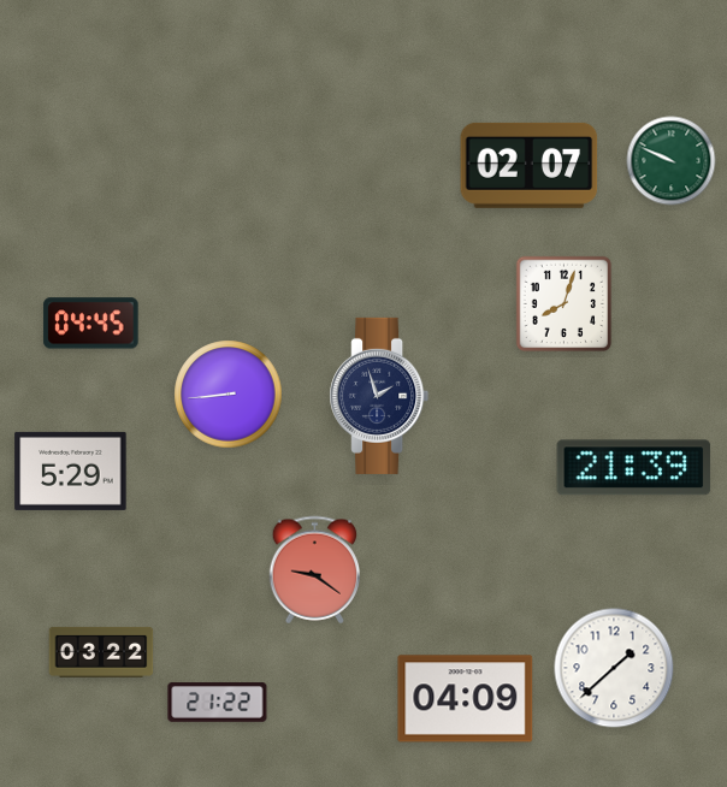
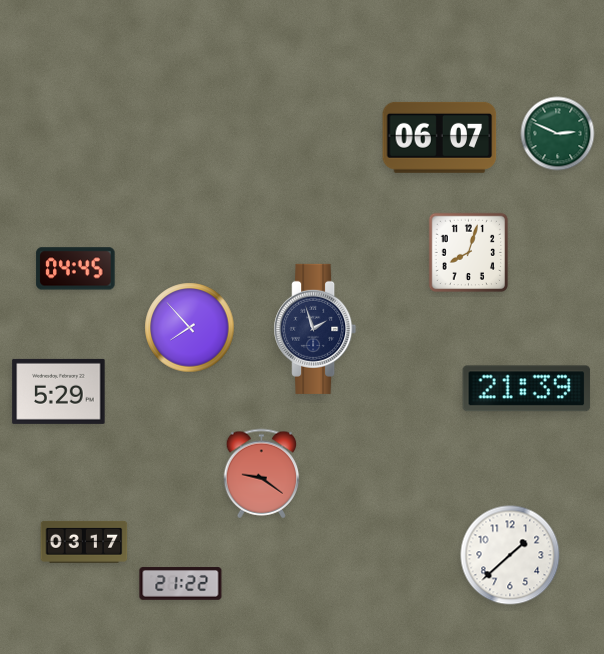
clock at (672, 161): 9:49 -> 2:49
clock at (530, 165): 02:07 -> 06:07
clock at (229, 395): 8:44 -> 7:53
clock at (101, 652): 03:22 -> 03:17
clock at (466, 699): 04:09 -> none
